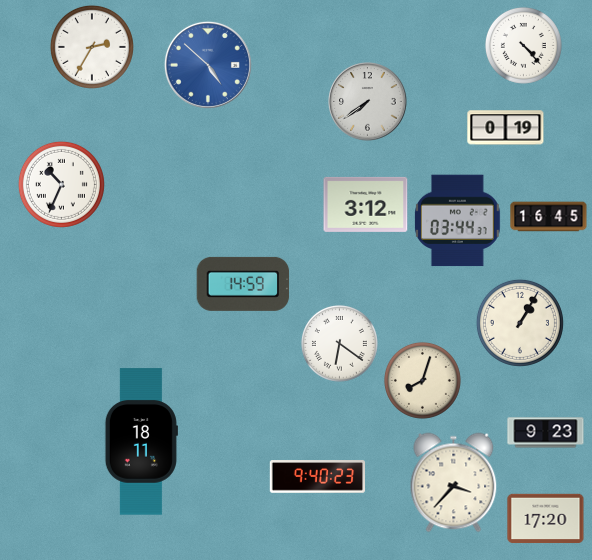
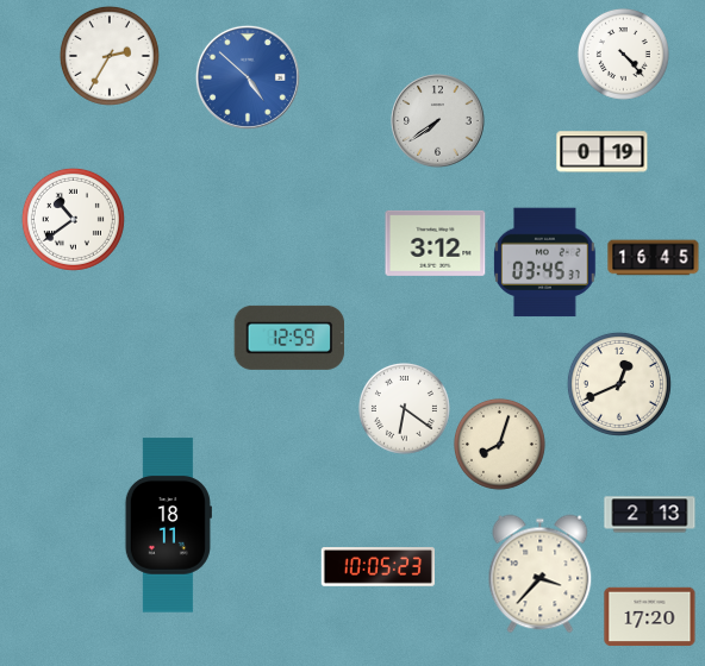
clock at (61, 184): 10:34 -> 10:39
clock at (458, 221): 03:44 -> 03:45
clock at (243, 284): 14:59 -> 12:59
clock at (520, 323): 1:05 -> 12:41
clock at (422, 380) position: (422, 380) -> (499, 444)
clock at (546, 433): 9:23 -> 2:13
clock at (317, 477): 9:40 -> 10:05
